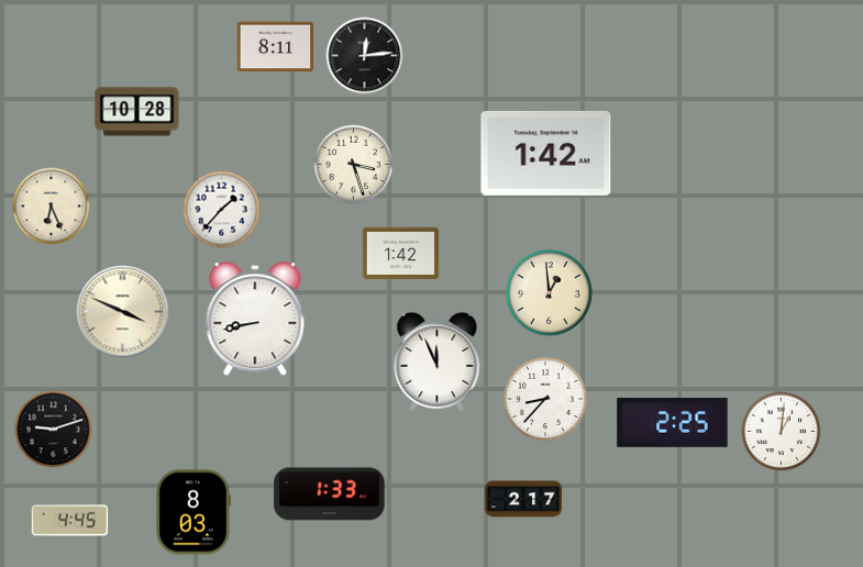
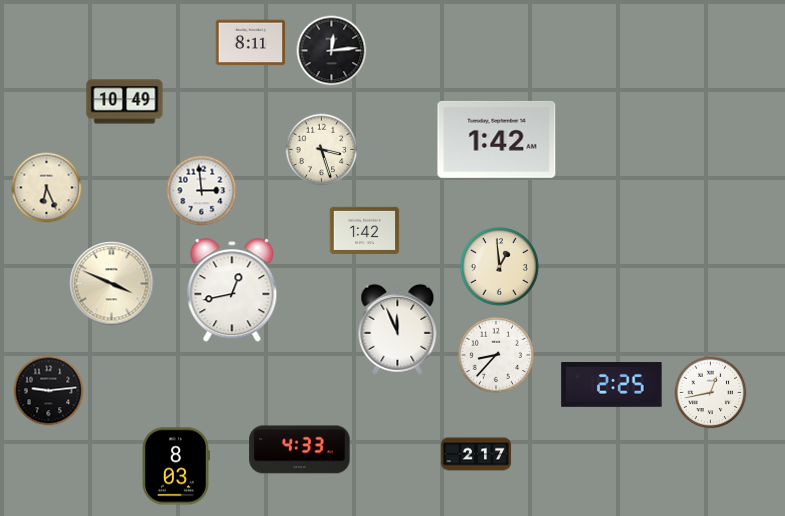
clock at (137, 112): 10:28 -> 10:49
clock at (222, 210): 1:37 -> 2:59
clock at (255, 320): 8:43 -> 12:43
clock at (545, 399) position: (545, 399) -> (496, 355)
clock at (54, 430): 9:12 -> 9:14
clock at (782, 432): 1:01 -> 12:43
clock at (330, 494): 1:33 -> 4:33
clock at (70, 521): 4:45 -> none
